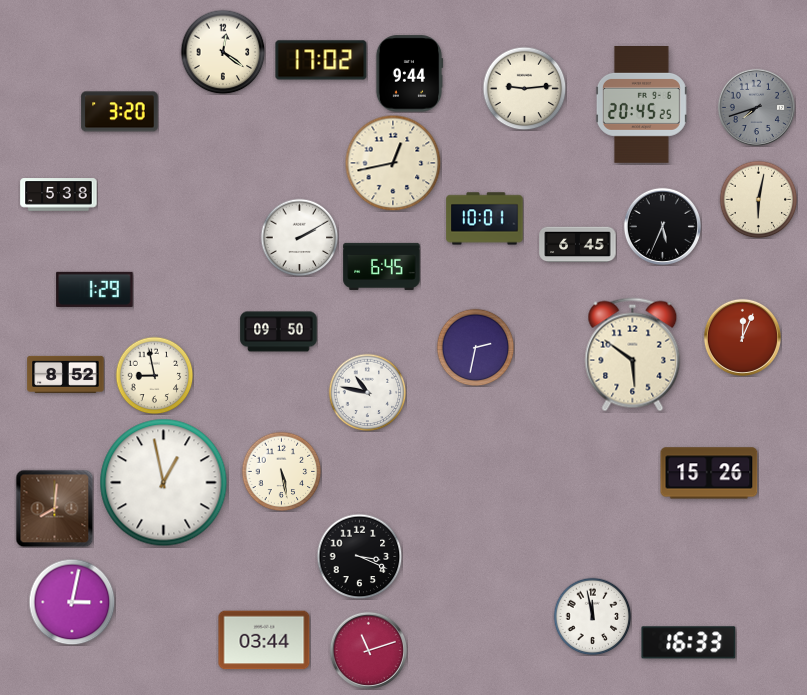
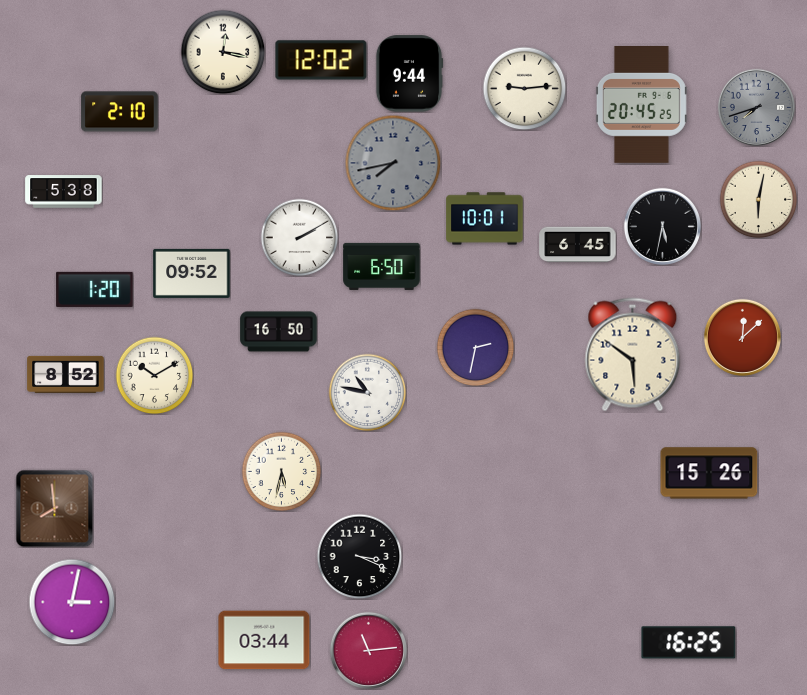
clock at (223, 52): 12:21 -> 12:17
clock at (321, 60): 17:02 -> 12:02
clock at (120, 112): 3:20 -> 2:10
clock at (393, 163): 12:43 -> 7:43
clock at (393, 163) dial: cream -> grey
clock at (59, 195) position: (59, 195) -> (64, 192)
clock at (662, 226): 5:34 -> 5:32
clock at (382, 266): 6:45 -> 6:50
clock at (192, 273): none -> 09:52
clock at (95, 289): 1:29 -> 1:20
clock at (279, 332): 09:50 -> 16:50
clock at (742, 337): 12:04 -> 12:08
clock at (154, 375): 8:58 -> 10:10
clock at (281, 471): 5:28 -> 5:32
clock at (164, 483): 12:58 -> none
clock at (54, 508): 8:01 -> 7:59
clock at (592, 616): 11:58 -> none
clock at (689, 643): 16:33 -> 16:25
clock at (368, 650): 11:12 -> 11:14
